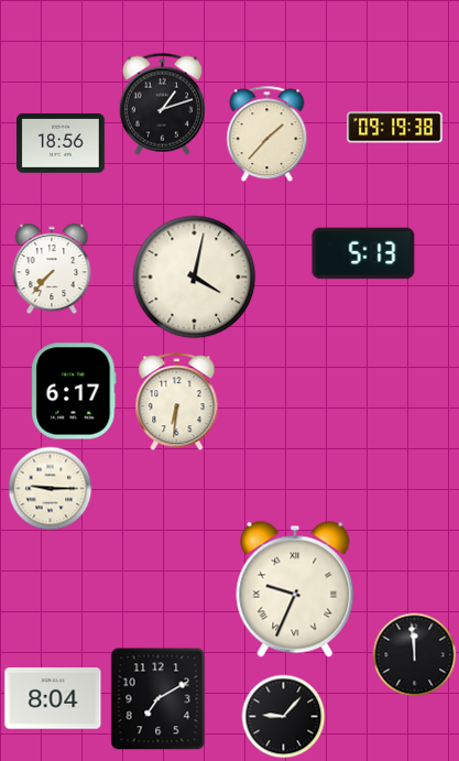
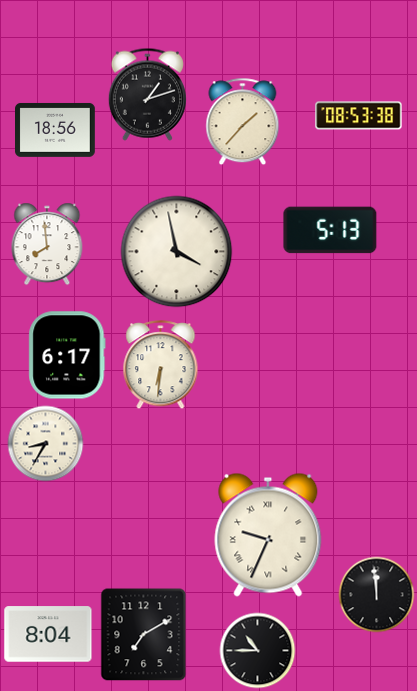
clock at (395, 128): 09:19 -> 08:53
clock at (52, 269): 7:37 -> 7:59
clock at (195, 278): 4:02 -> 3:58
clock at (51, 489): 9:15 -> 8:35
clock at (284, 717): 9:07 -> 10:45
